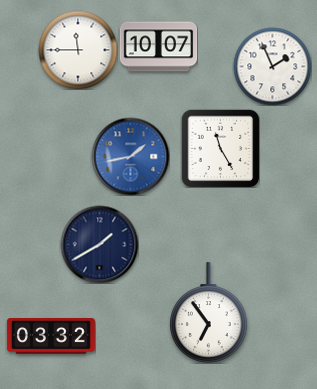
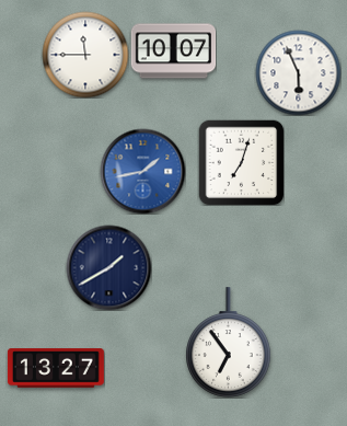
clock at (272, 66): 1:56 -> 5:56
clock at (220, 148): 11:25 -> 7:03
clock at (51, 337): 03:32 -> 13:27
